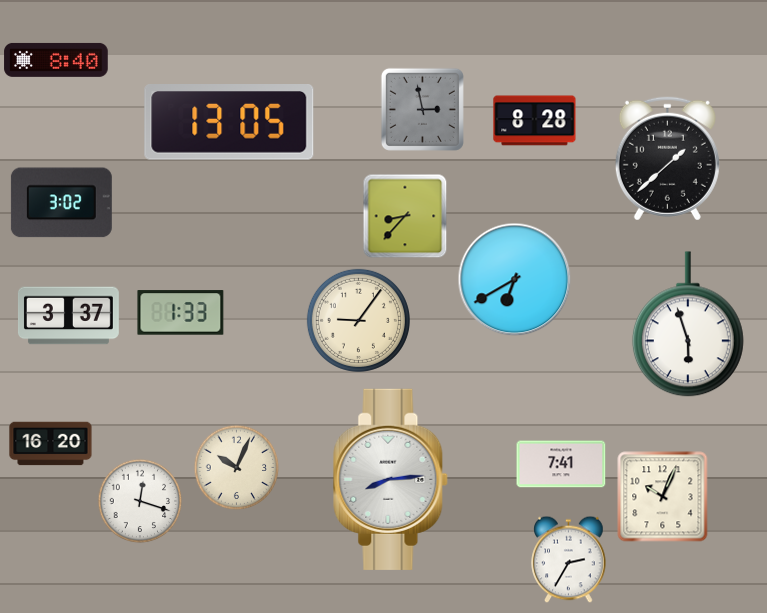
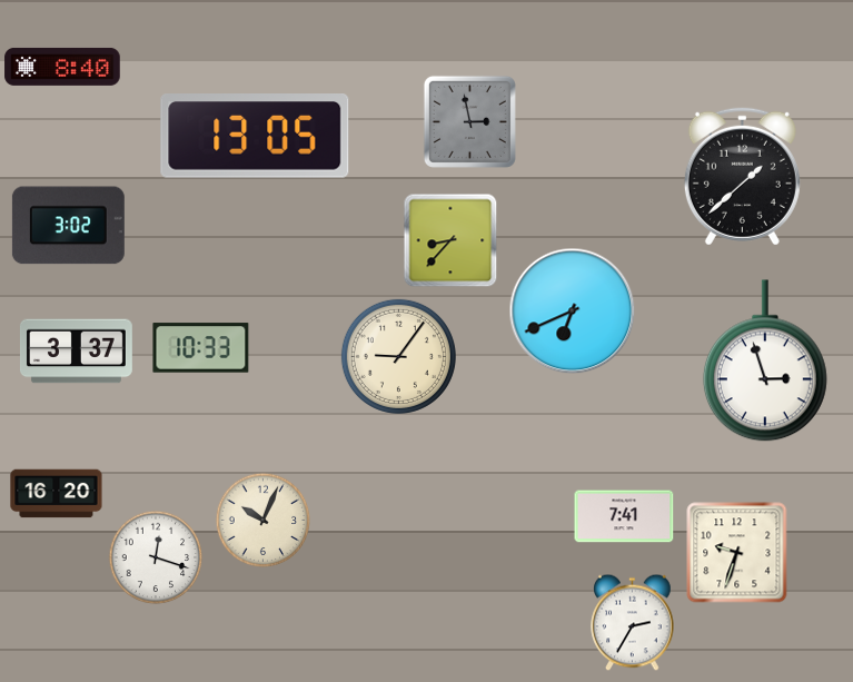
clock at (535, 121): 8:28 -> none
clock at (515, 280): 6:40 -> 6:41
clock at (181, 313): 1:33 -> 10:33
clock at (688, 324): 5:57 -> 2:57
clock at (391, 479): 8:14 -> none
clock at (663, 497): 10:04 -> 9:33
